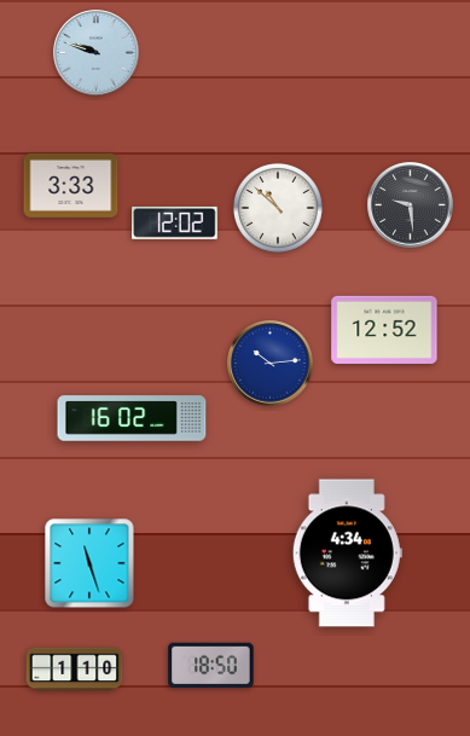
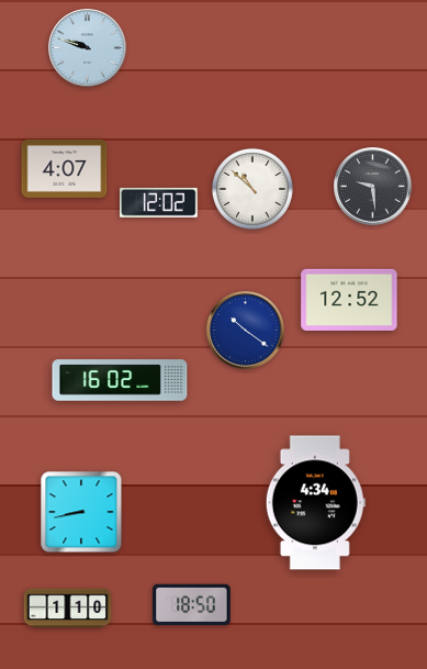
clock at (71, 185): 3:33 -> 4:07
clock at (271, 364): 10:14 -> 10:21
clock at (89, 563): 11:27 -> 8:43
